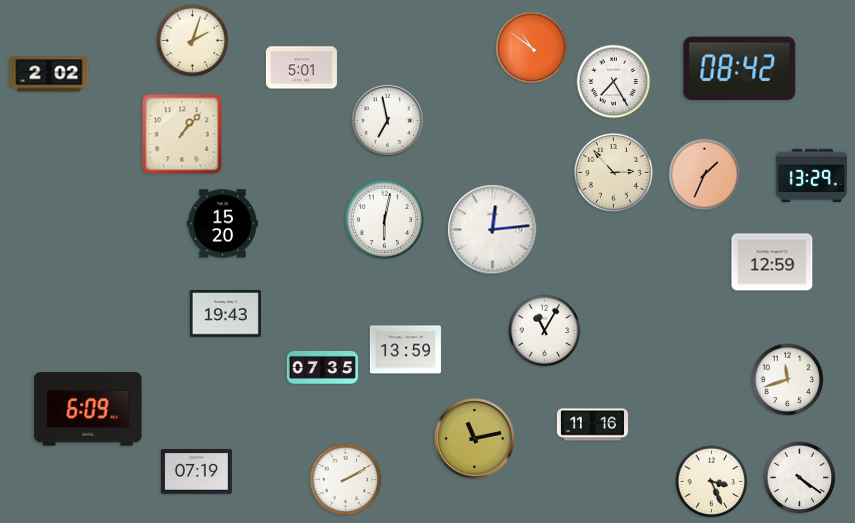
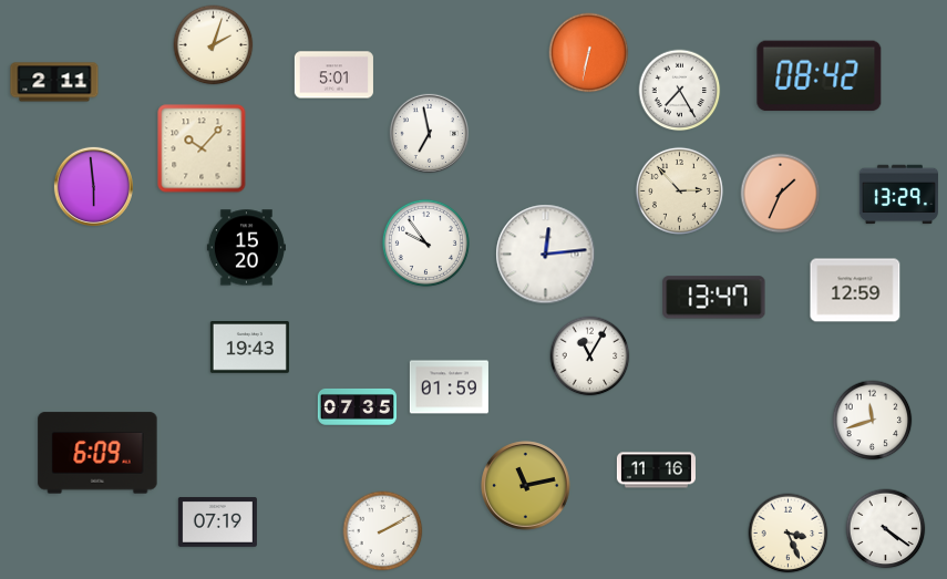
clock at (532, 48): 10:51 -> 6:32
clock at (49, 74): 2:02 -> 2:11
clock at (182, 134): 1:07 -> 10:07
clock at (93, 186): none -> 5:59
clock at (384, 219): 6:02 -> 9:54
clock at (714, 298): none -> 13:47
clock at (545, 331) position: (545, 331) -> (590, 356)
clock at (405, 350): 13:59 -> 01:59
